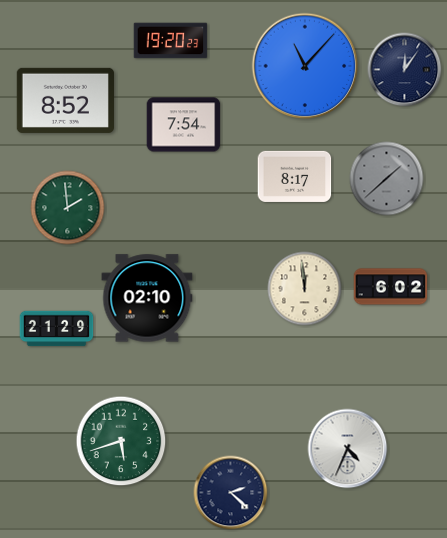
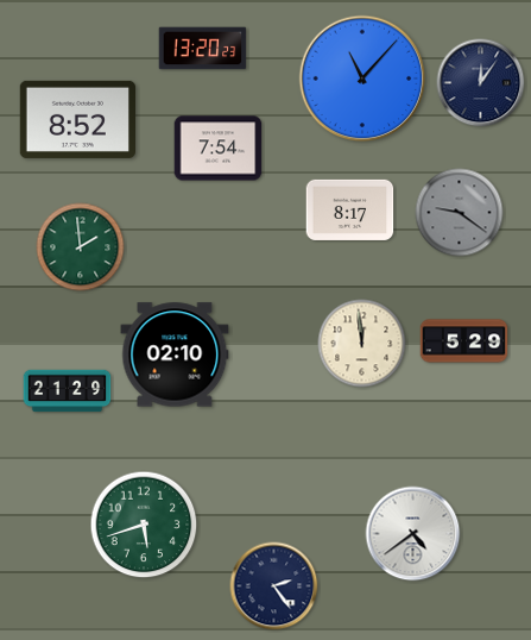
clock at (171, 41): 19:20 -> 13:20
clock at (387, 179): 1:38 -> 9:21
clock at (391, 287): 6:02 -> 5:29
clock at (348, 449): 4:34 -> 4:39
clock at (231, 493): 2:22 -> 2:24
